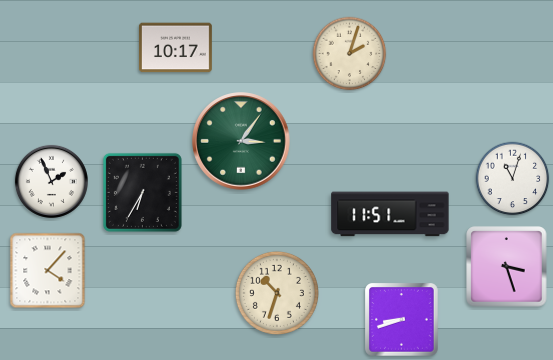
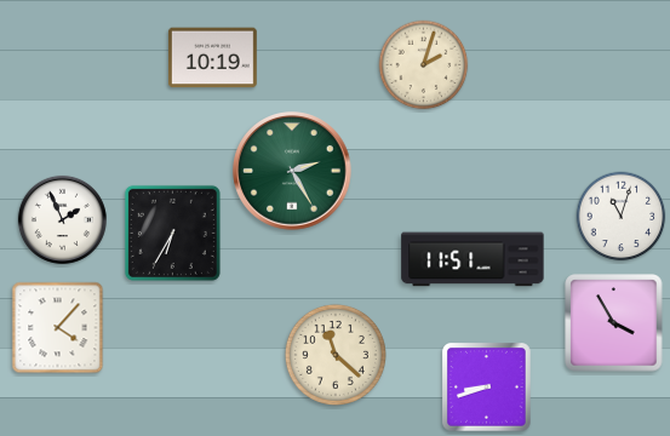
clock at (175, 48): 10:17 -> 10:19
clock at (241, 141): 3:06 -> 2:25
clock at (507, 267): 3:27 -> 3:55
clock at (277, 293): 10:33 -> 11:22
